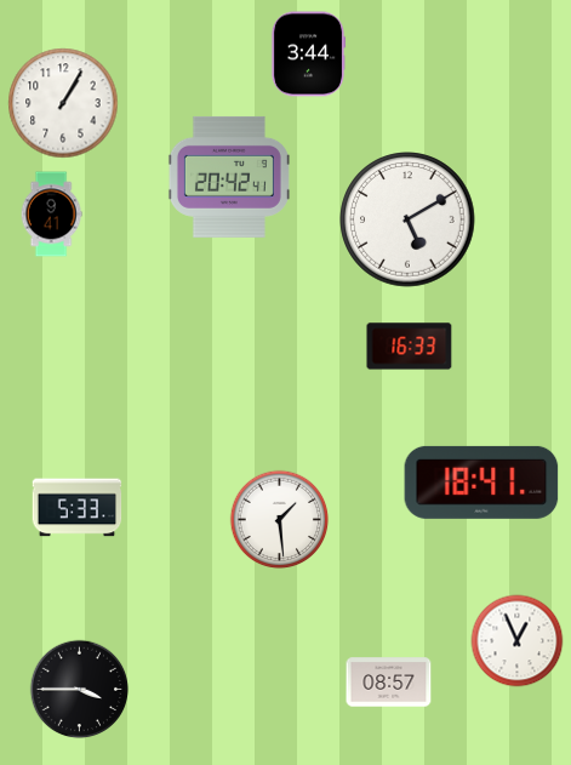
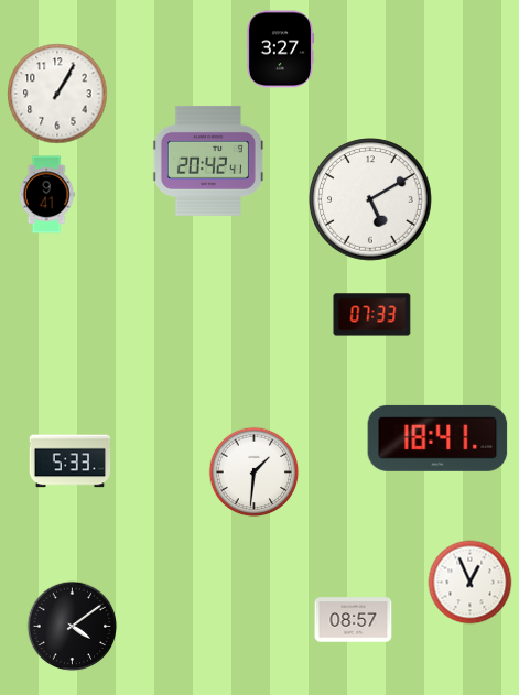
clock at (308, 55): 3:44 -> 3:27
clock at (410, 347): 16:33 -> 07:33
clock at (280, 520): 1:29 -> 1:31
clock at (80, 690): 3:45 -> 4:09
